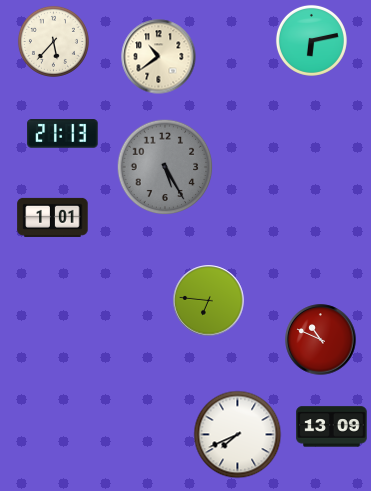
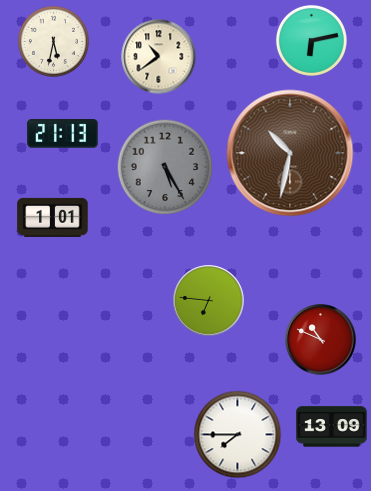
clock at (53, 41): 5:37 -> 5:32
clock at (290, 153): none -> 10:32
clock at (238, 435): 7:41 -> 7:45
